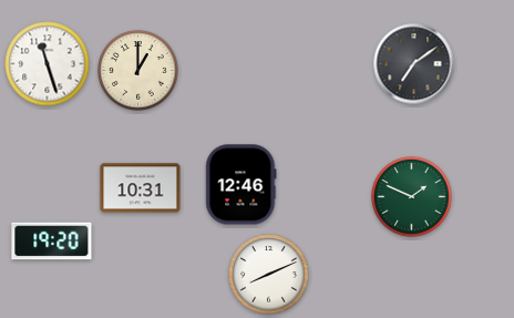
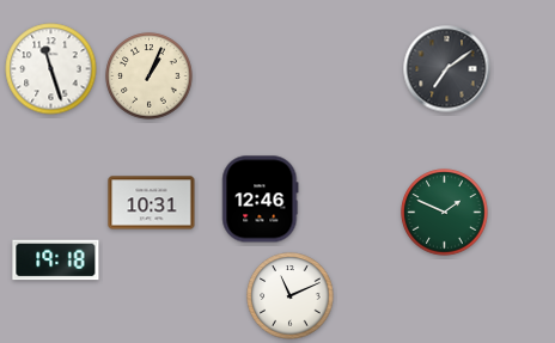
clock at (138, 71): 1:00 -> 1:04
clock at (52, 242): 19:20 -> 19:18
clock at (269, 275): 8:11 -> 11:11
